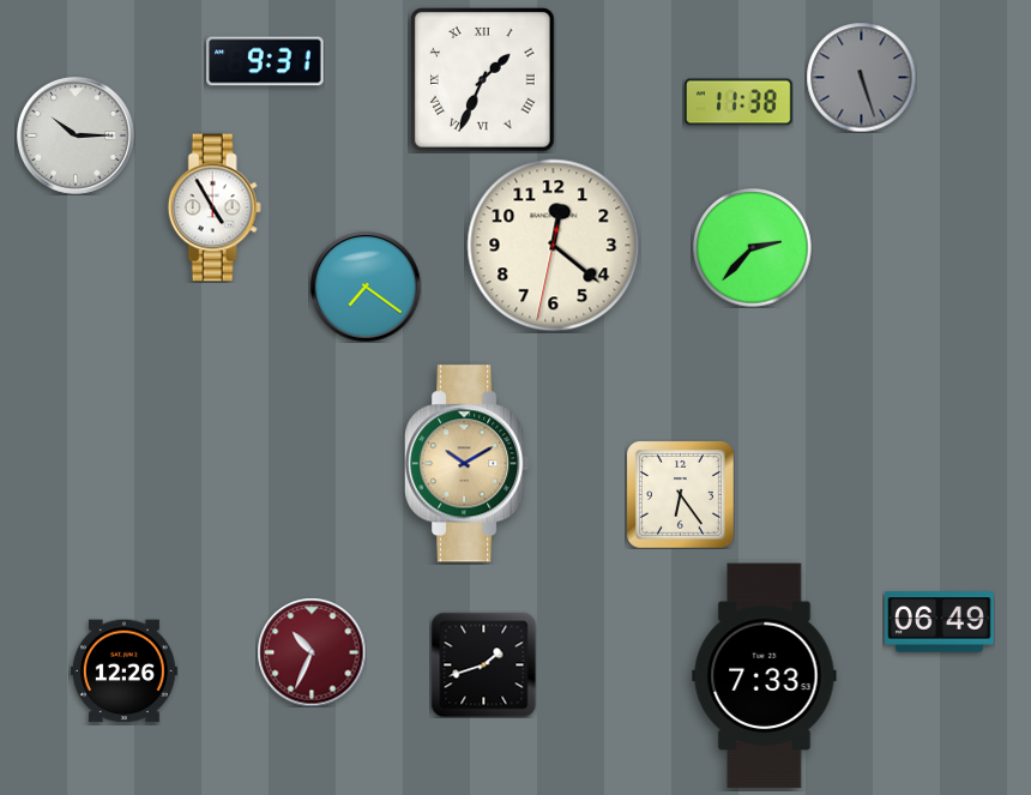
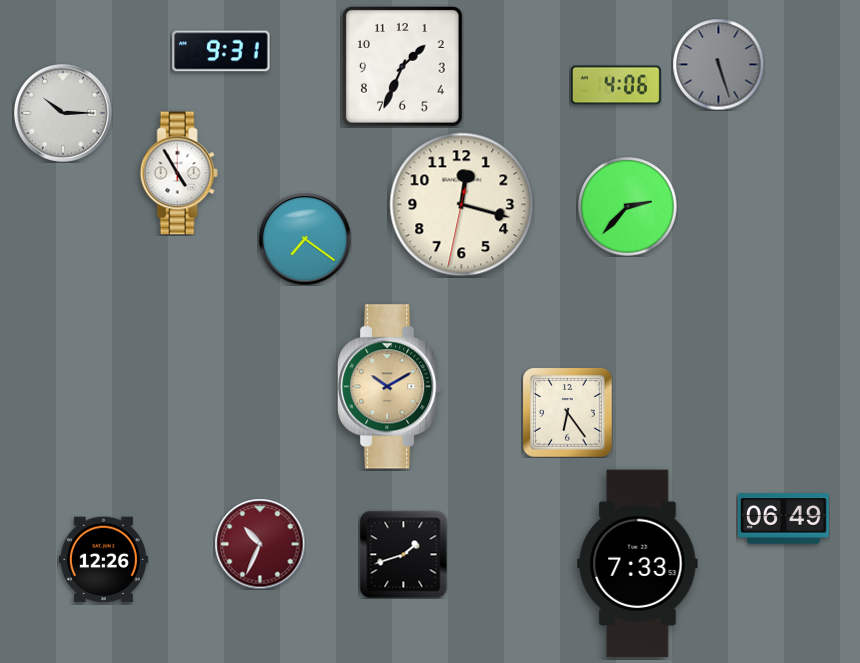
clock at (483, 80) numerals: Roman -> Arabic
clock at (738, 102): 11:38 -> 4:06
clock at (554, 246): 12:21 -> 12:17
